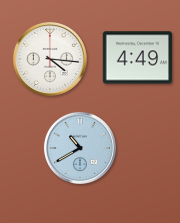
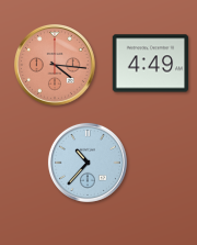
clock at (51, 60) dial: white -> salmon
clock at (80, 148): 10:40 -> 10:37
